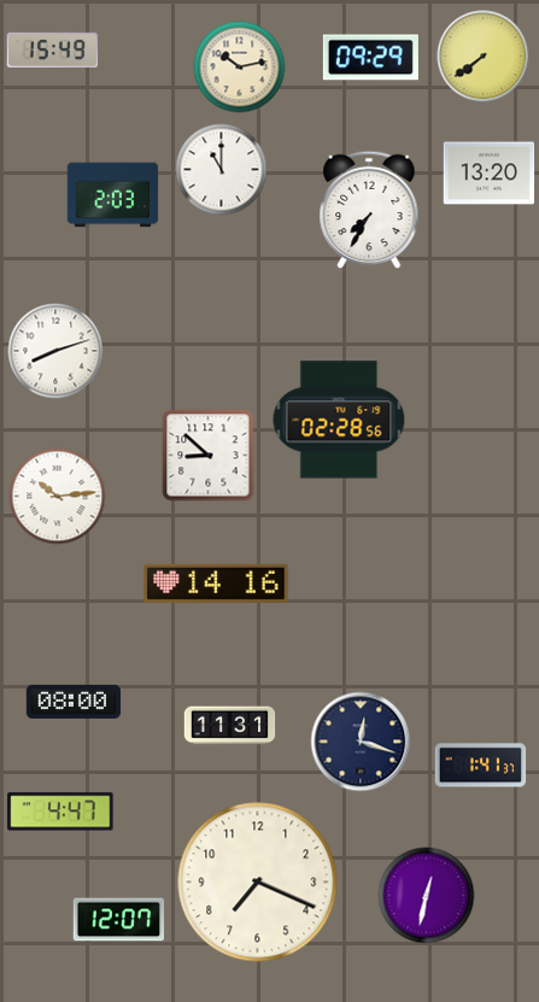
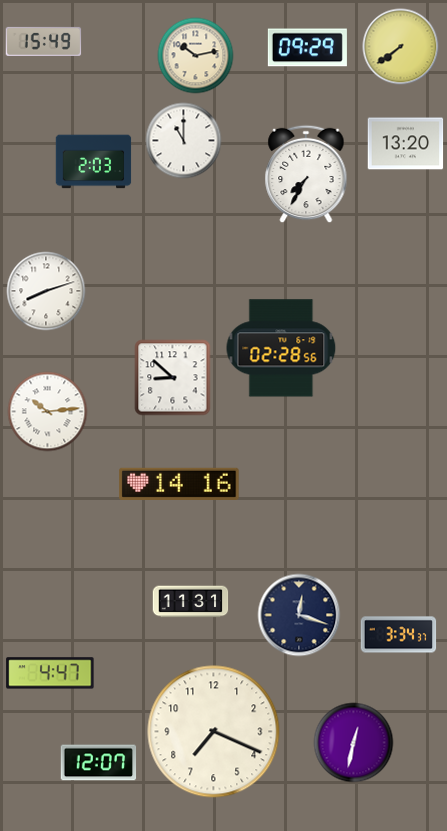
clock at (240, 68) position: (240, 68) -> (196, 56)
clock at (74, 702): 08:00 -> none
clock at (481, 766): 1:41 -> 3:34
